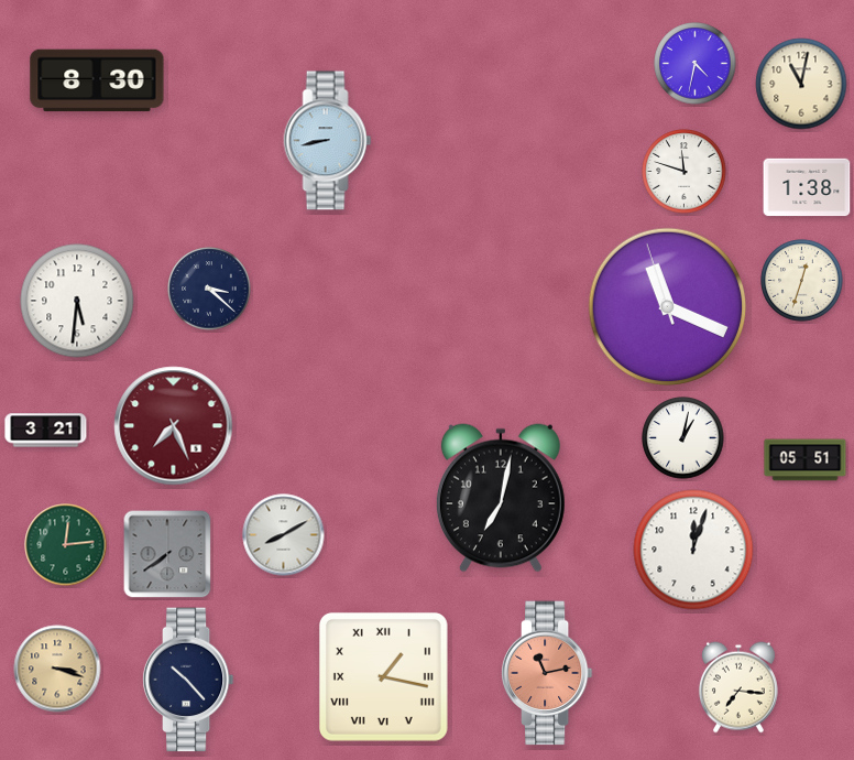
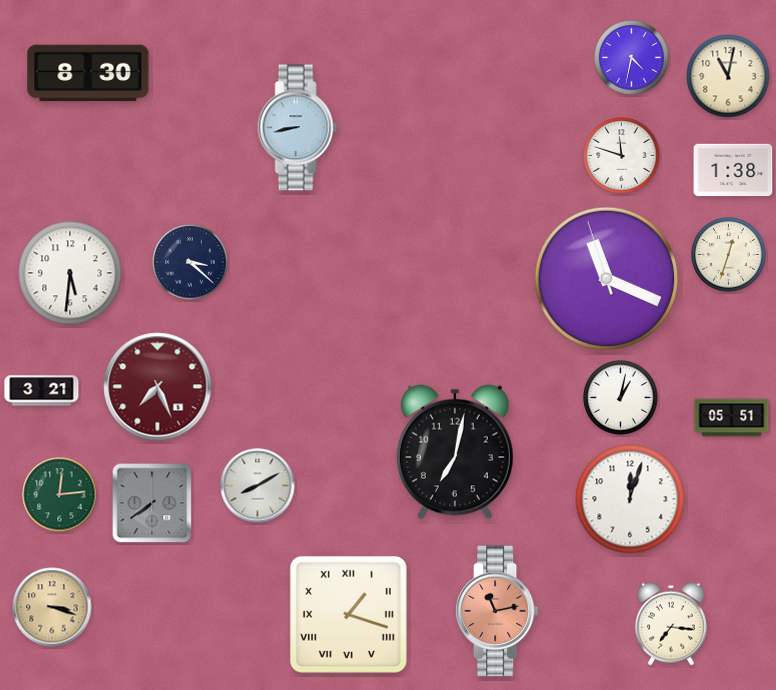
clock at (383, 676): 1:17 -> 1:18
clock at (188, 680): 10:23 -> none
